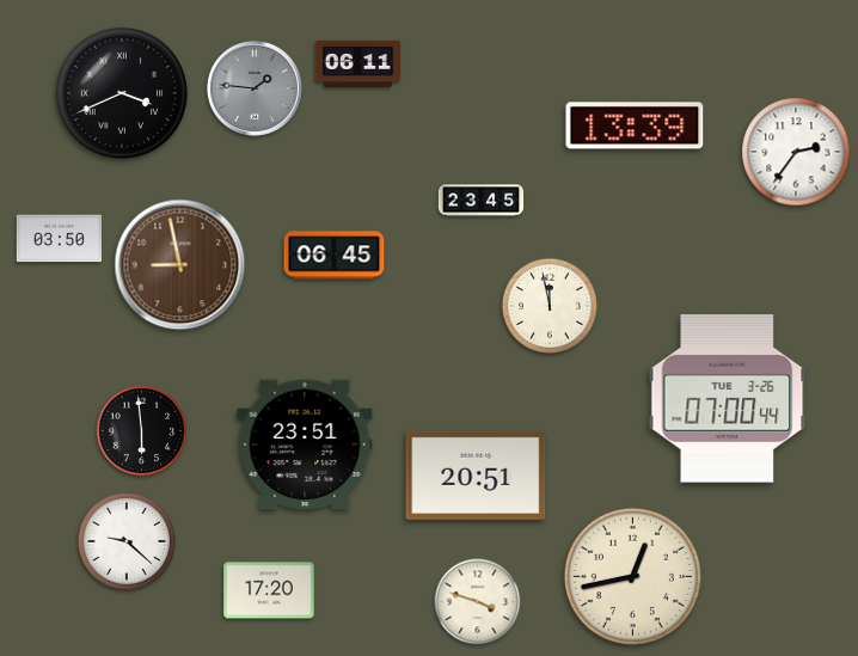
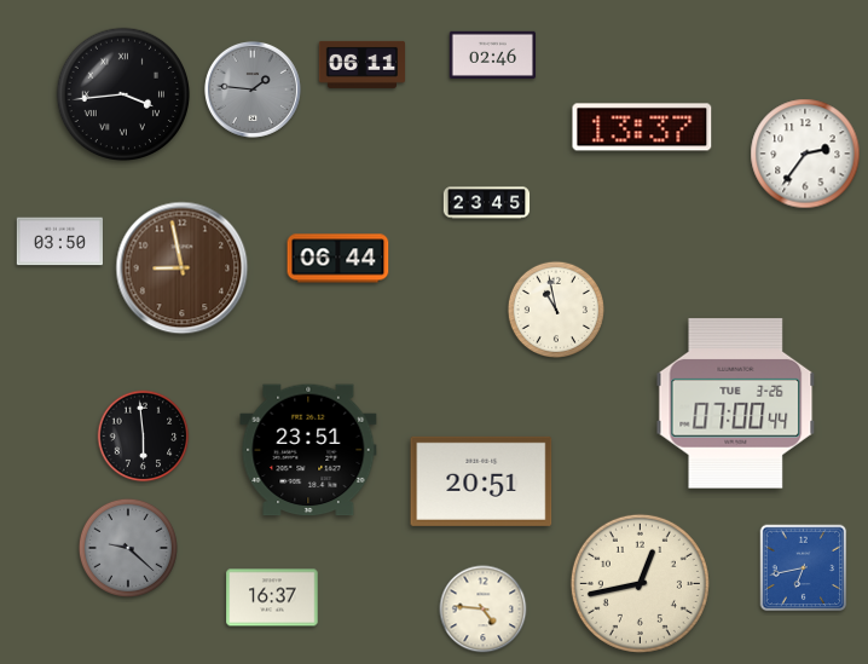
clock at (493, 54): none -> 02:46
clock at (255, 88) position: (255, 88) -> (253, 90)
clock at (122, 93): 3:41 -> 3:44
clock at (635, 125): 13:39 -> 13:37
clock at (335, 256): 06:45 -> 06:44
clock at (550, 306): 11:58 -> 10:58
clock at (127, 541) dial: white -> grey
clock at (804, 568): none -> 6:43
clock at (269, 590): 17:20 -> 16:37
clock at (478, 602): 3:48 -> 4:46
